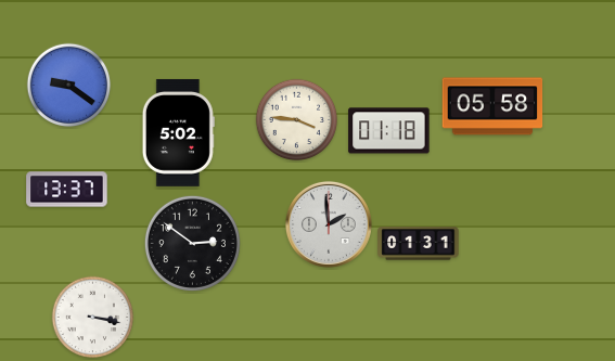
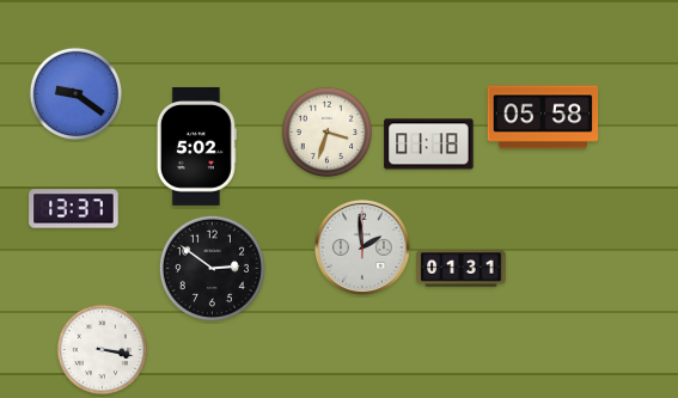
clock at (297, 120): 3:46 -> 3:33
